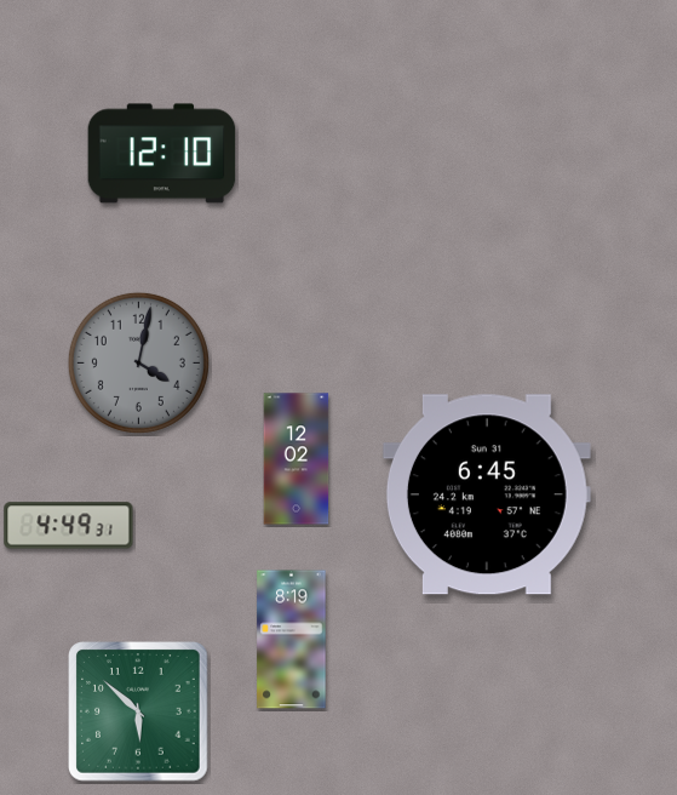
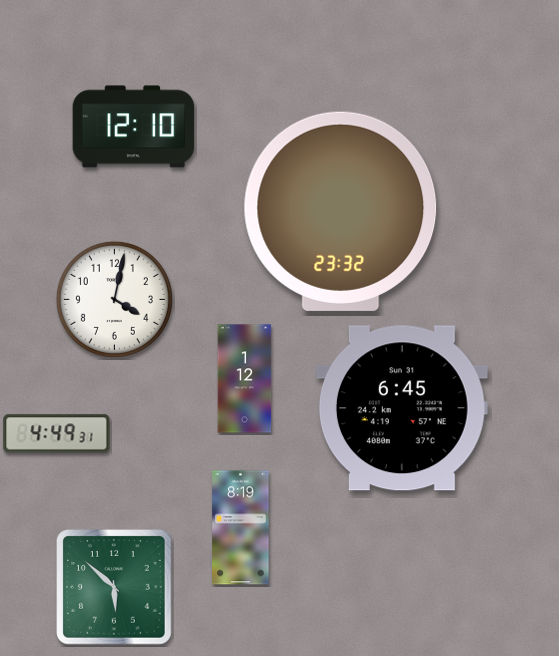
clock at (341, 211): none -> 23:32
clock at (138, 362) dial: grey -> white
clock at (297, 459): 12:02 -> 1:12
